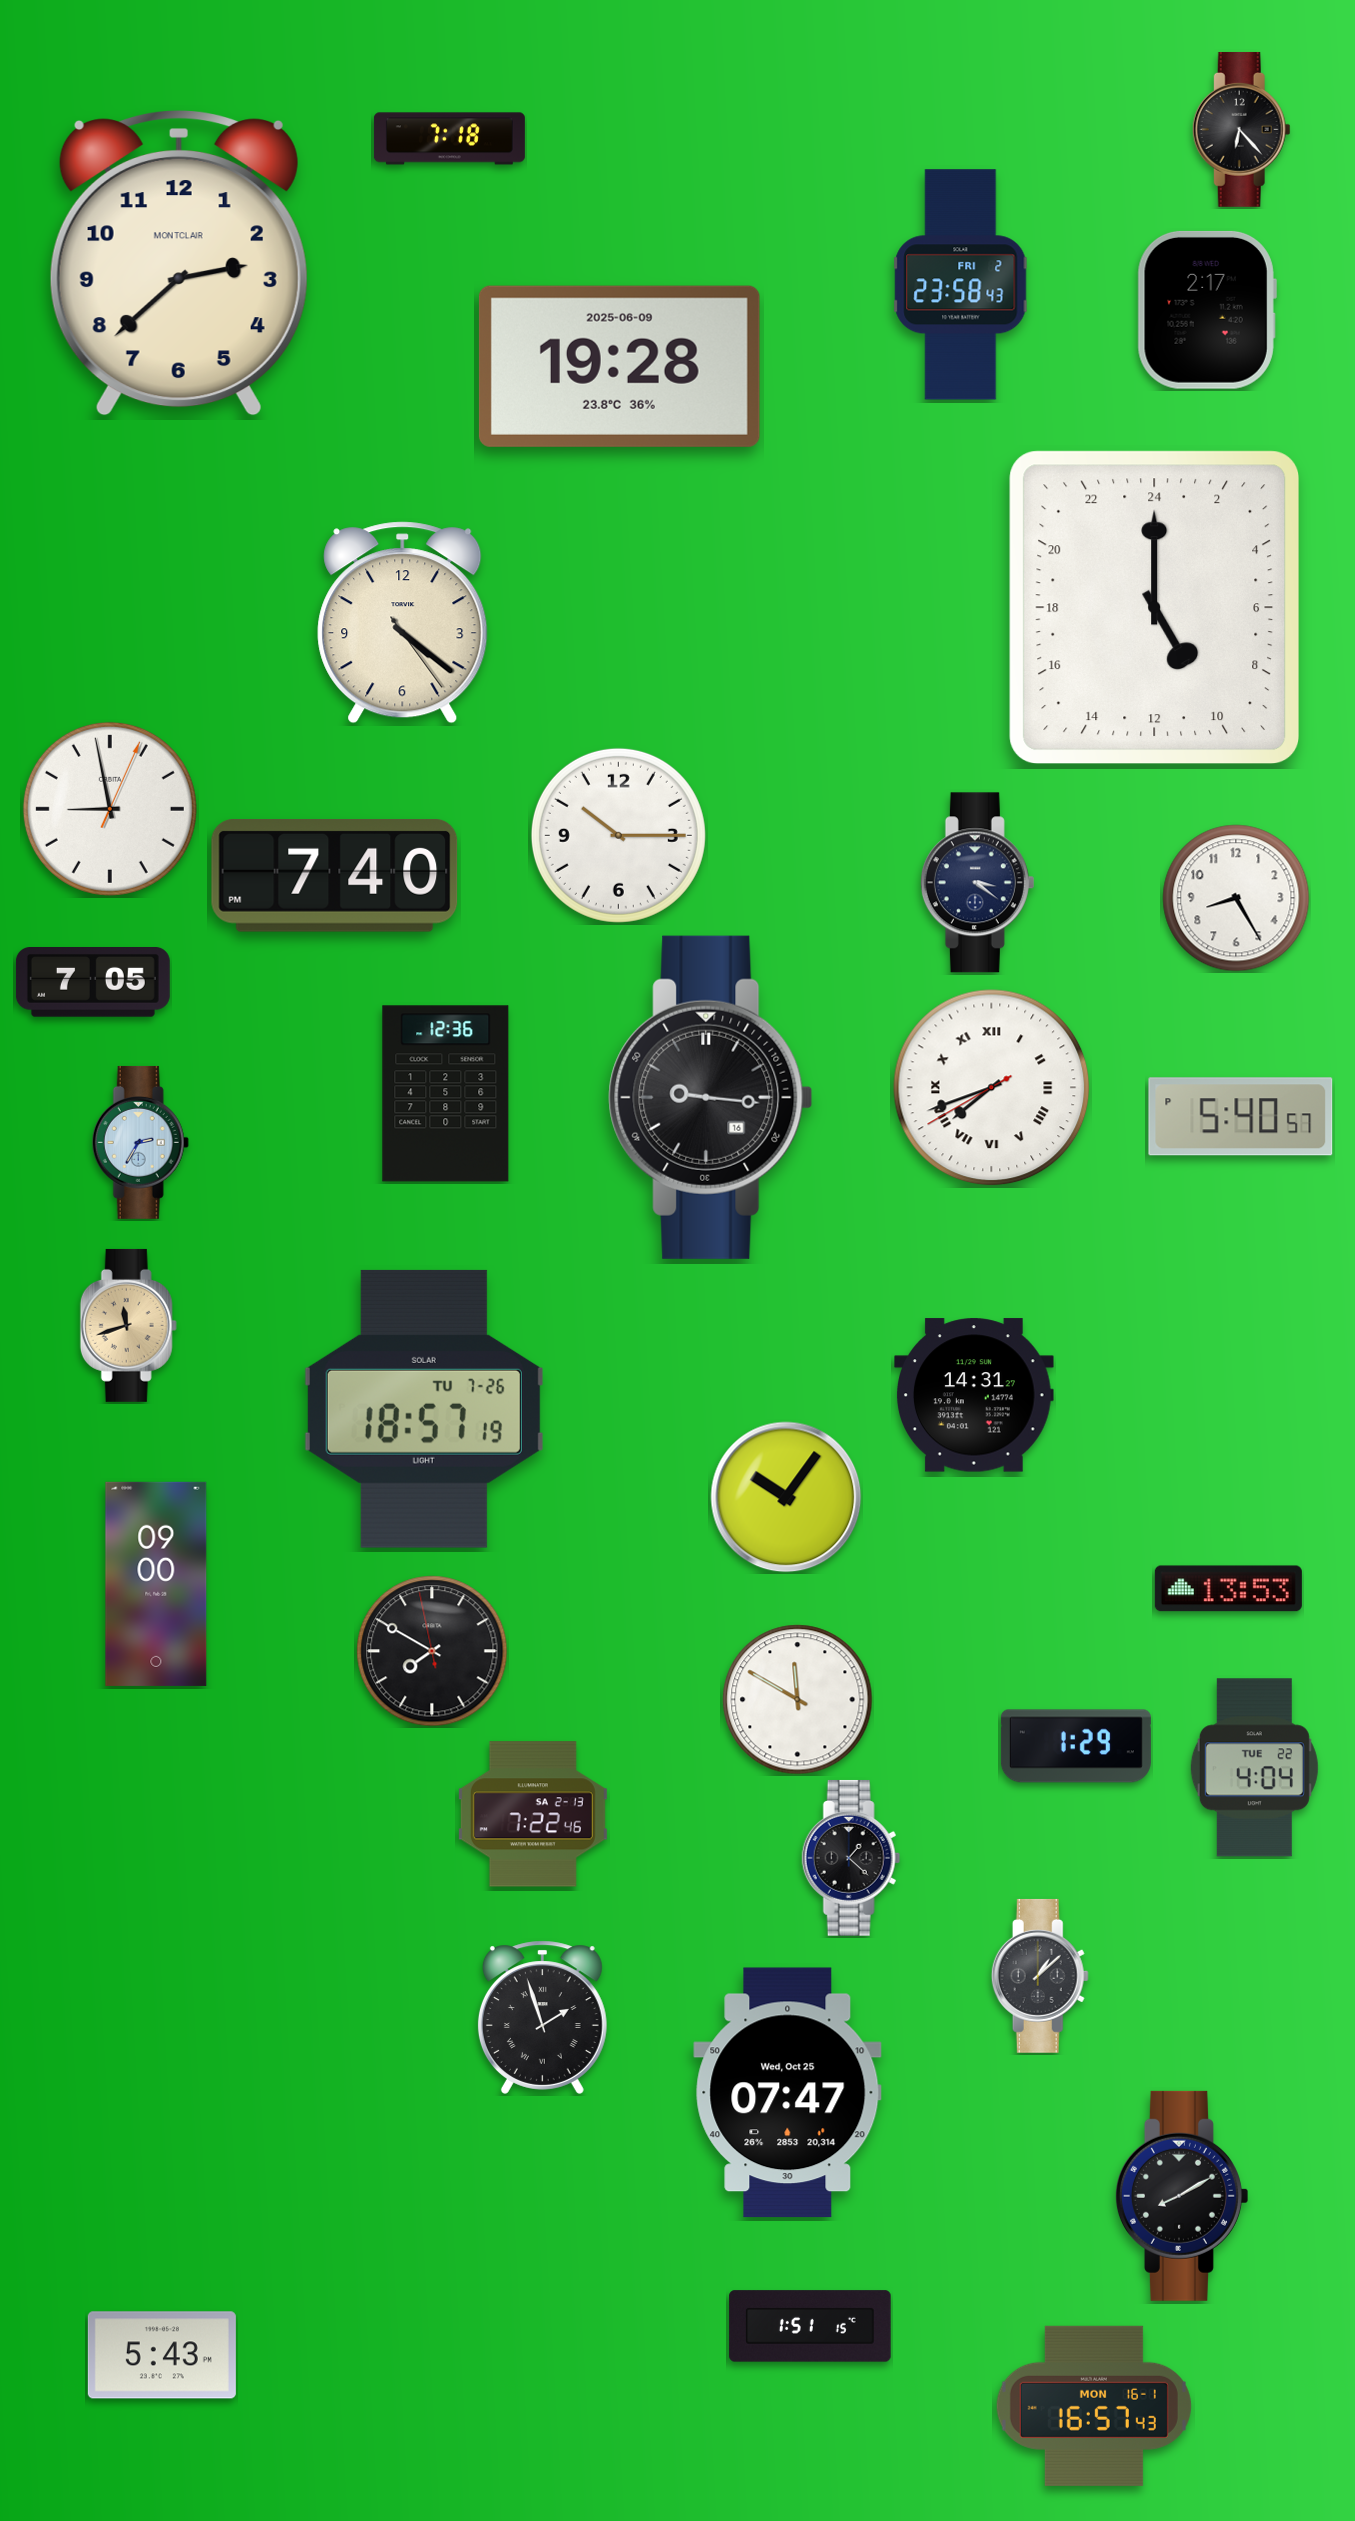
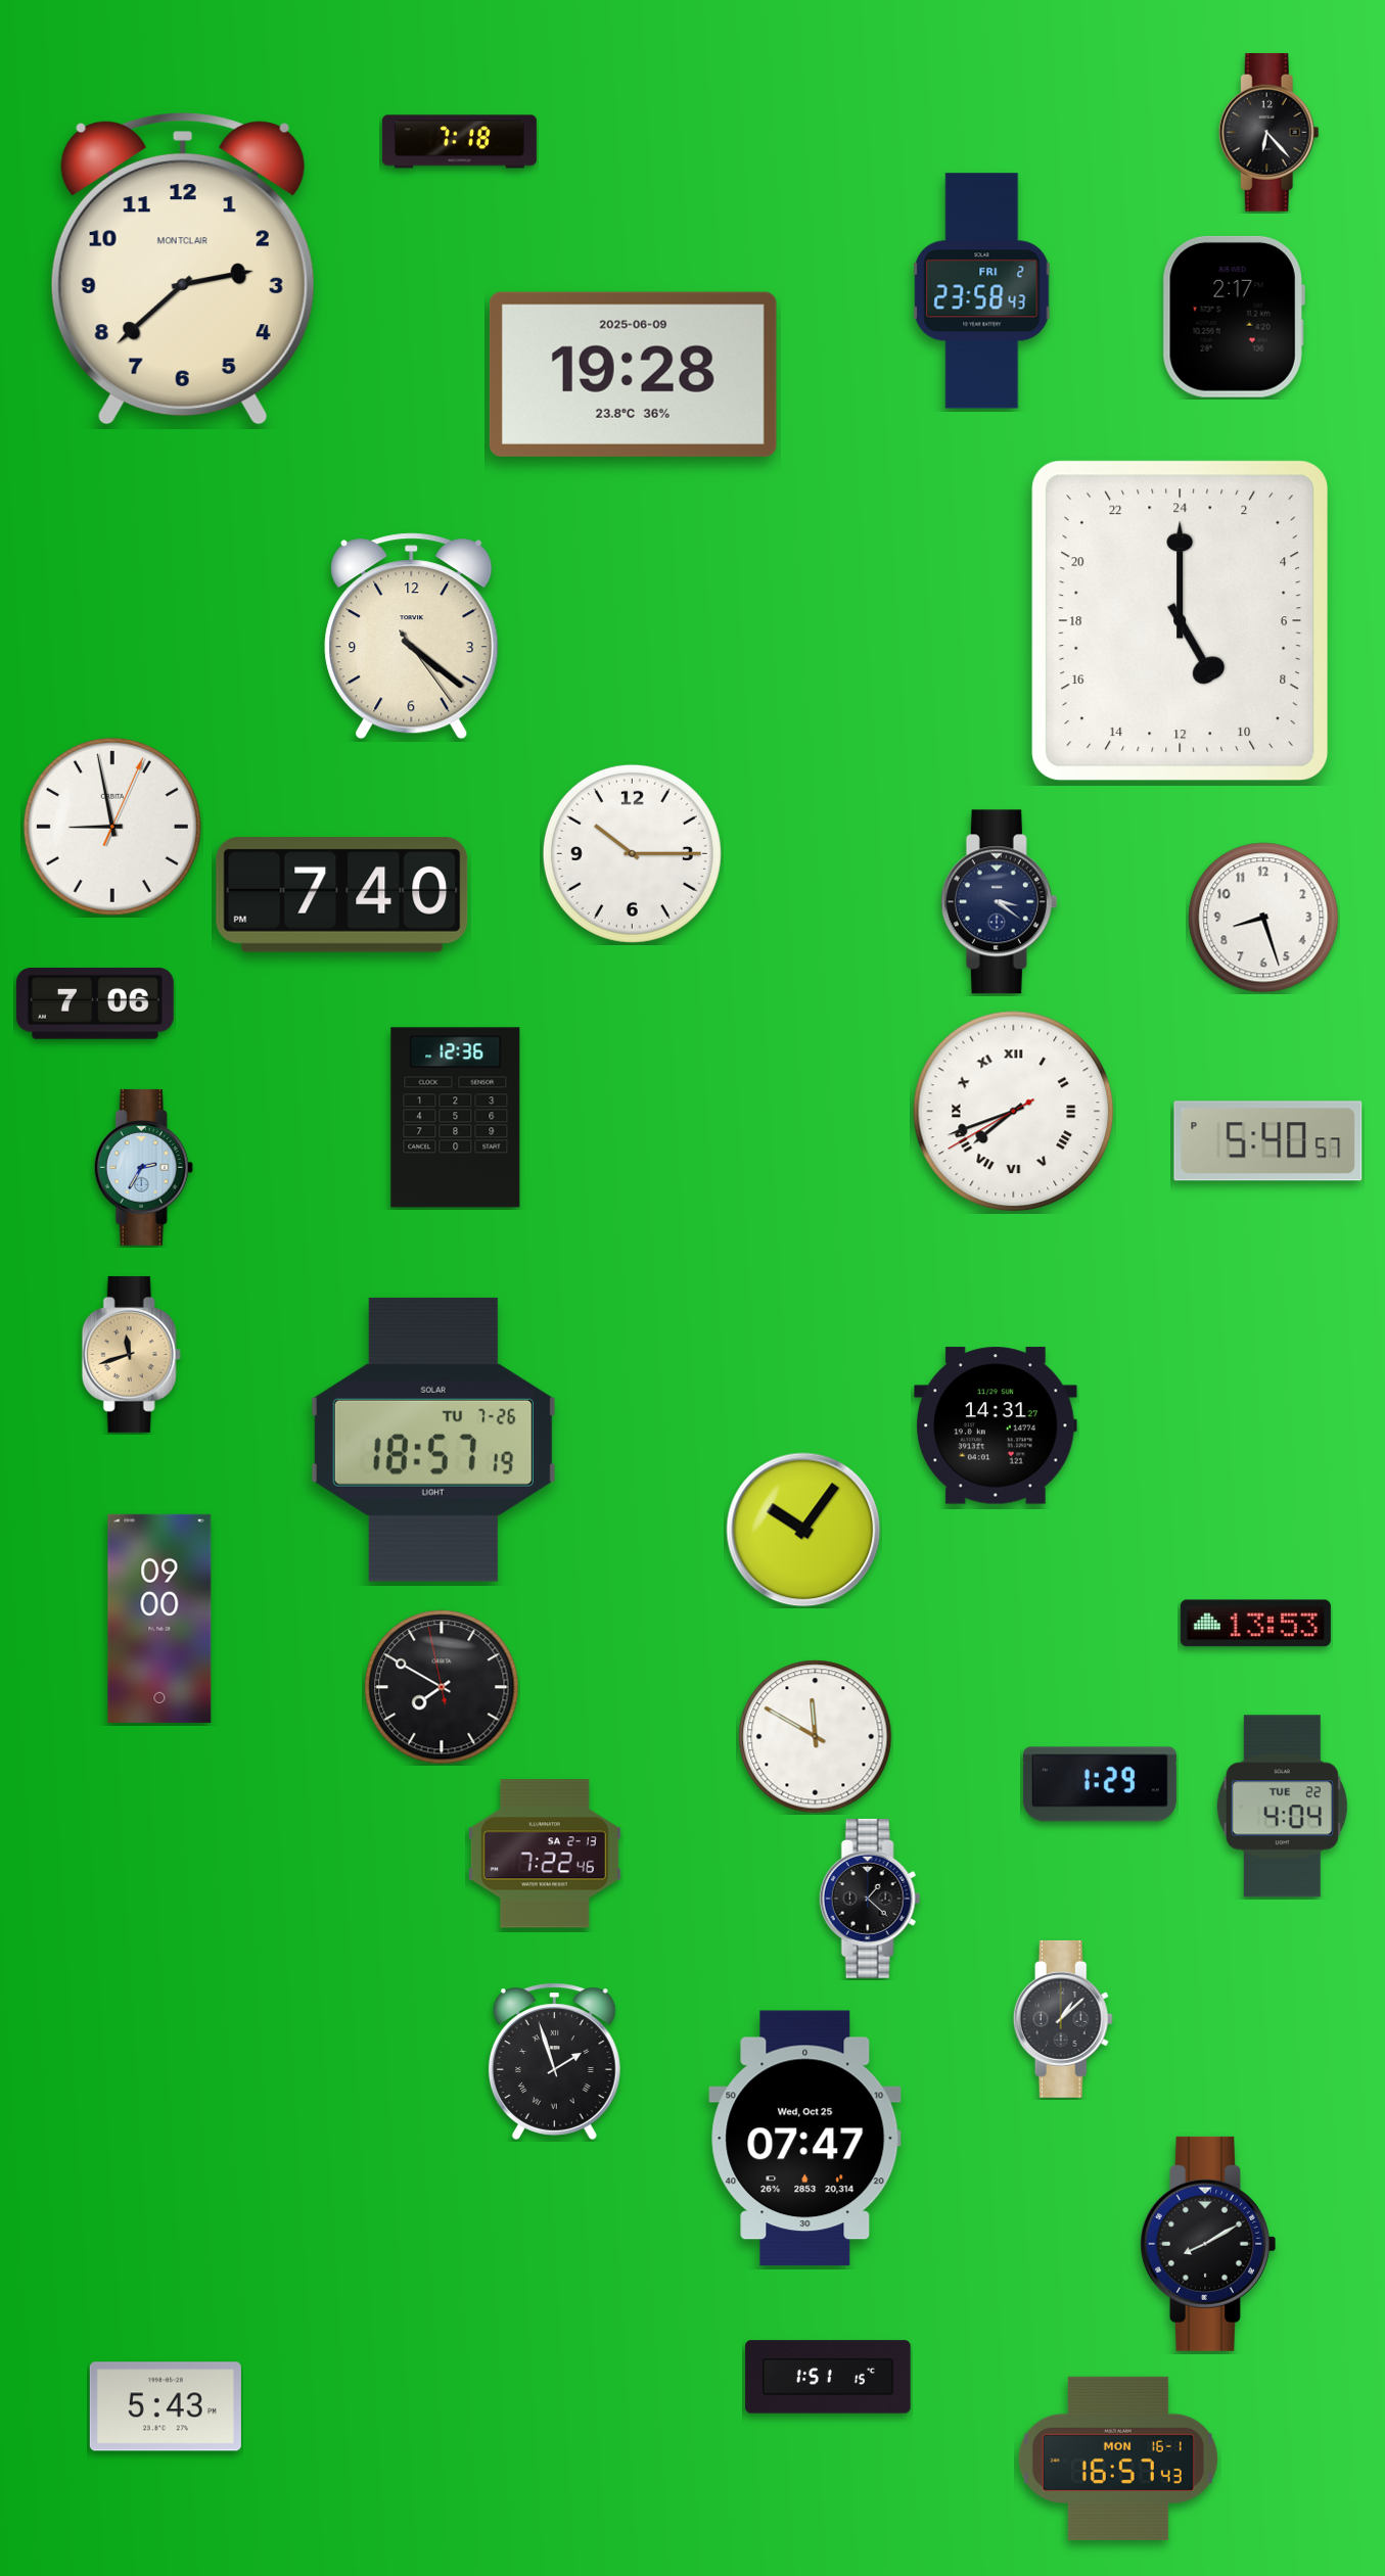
clock at (1236, 898): 8:25 -> 8:27
clock at (93, 983): 7:05 -> 7:06
clock at (711, 1097): 9:16 -> none
